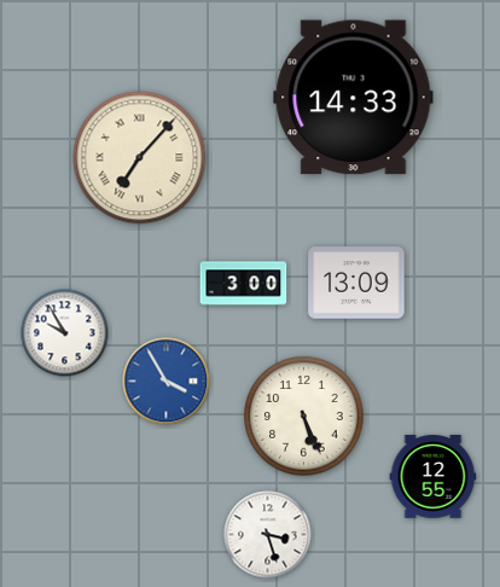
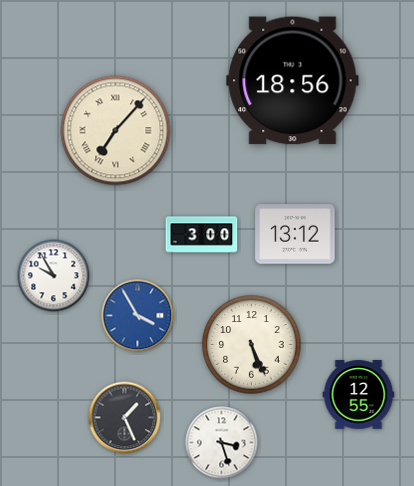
clock at (354, 98): 14:33 -> 18:56
clock at (356, 283): 13:09 -> 13:12
clock at (125, 418): none -> 1:26
